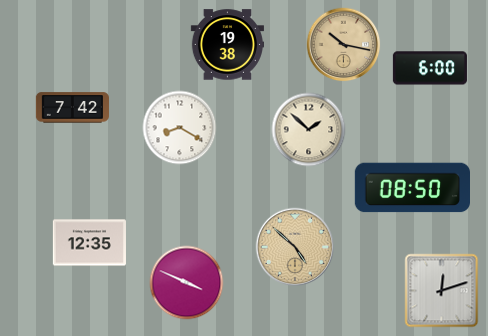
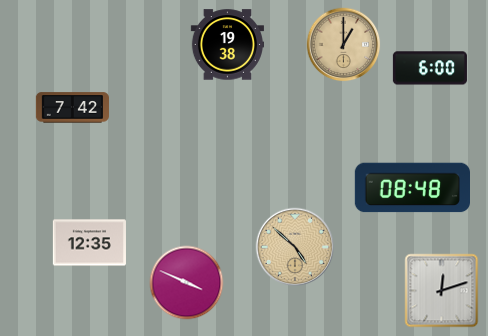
clock at (344, 45): 10:17 -> 1:00
clock at (180, 128): 8:20 -> none
clock at (309, 130): 1:52 -> none
clock at (412, 188): 08:50 -> 08:48
